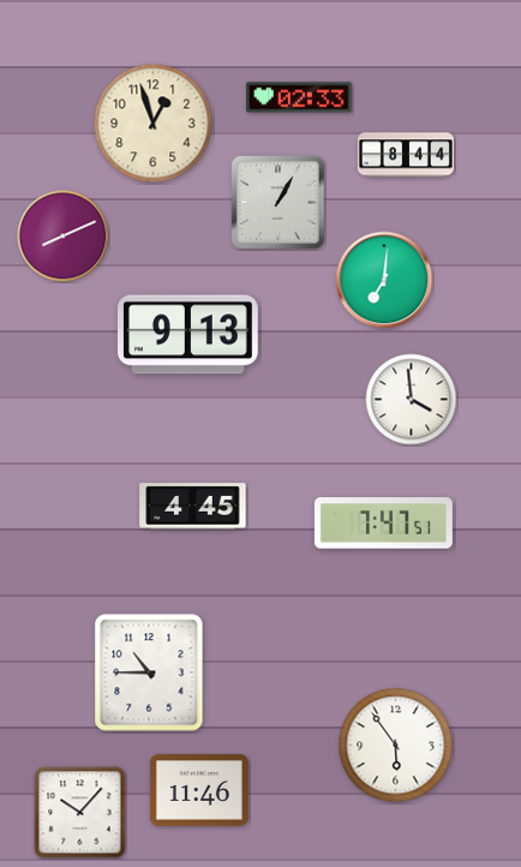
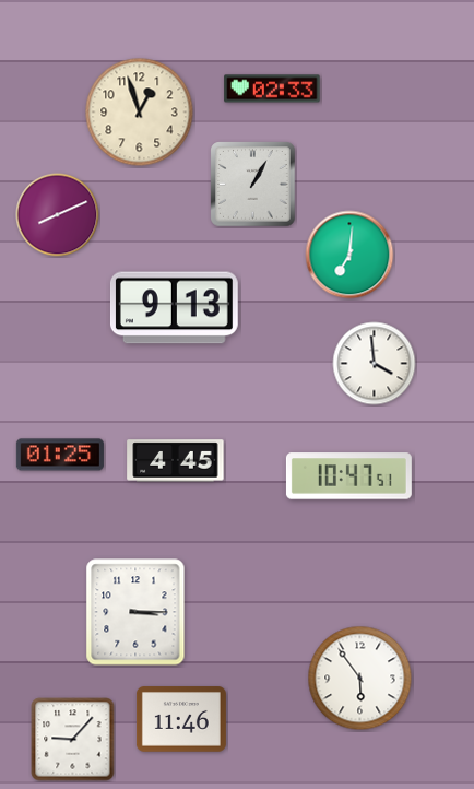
clock at (406, 155): 8:44 -> none
clock at (187, 335) position: (187, 335) -> (174, 308)
clock at (60, 455): none -> 01:25
clock at (383, 524): 7:47 -> 10:47
clock at (149, 672): 10:45 -> 3:15
clock at (80, 813): 10:07 -> 9:07
